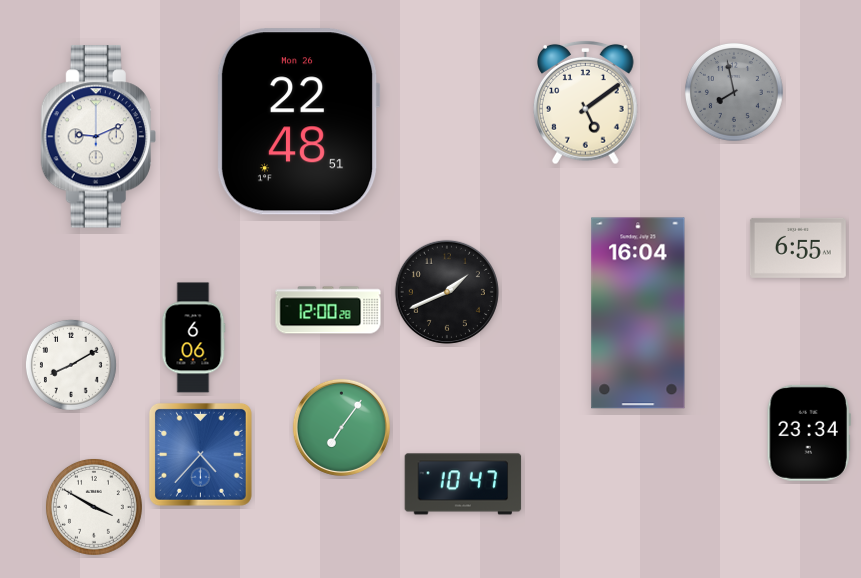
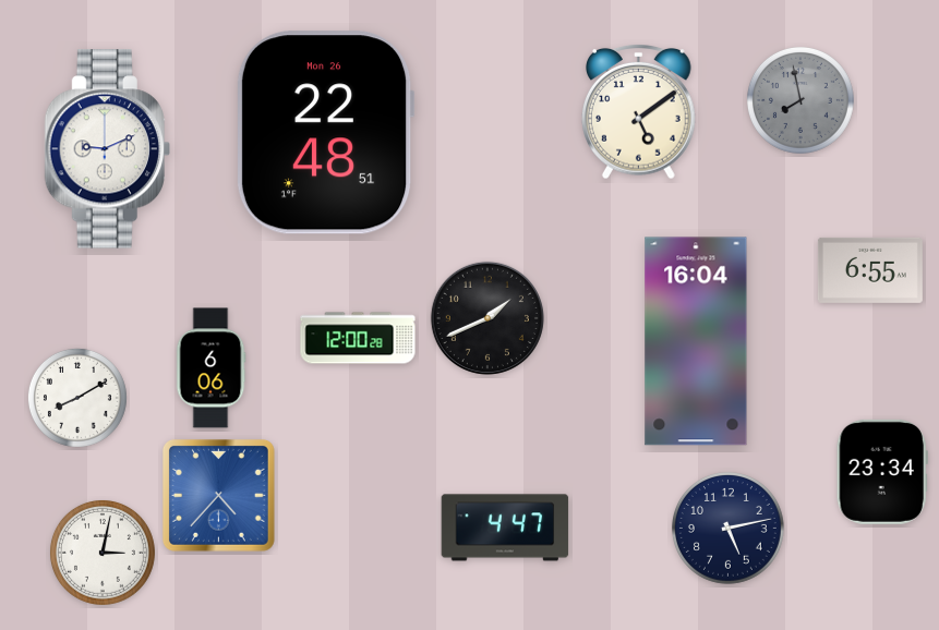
clock at (341, 427): 7:06 -> none
clock at (463, 484): 10:47 -> 4:47
clock at (729, 529): none -> 5:13
clock at (94, 507): 3:50 -> 3:02
